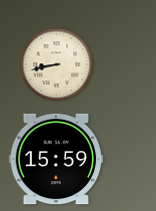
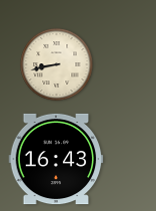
clock at (56, 159): 15:59 -> 16:43
